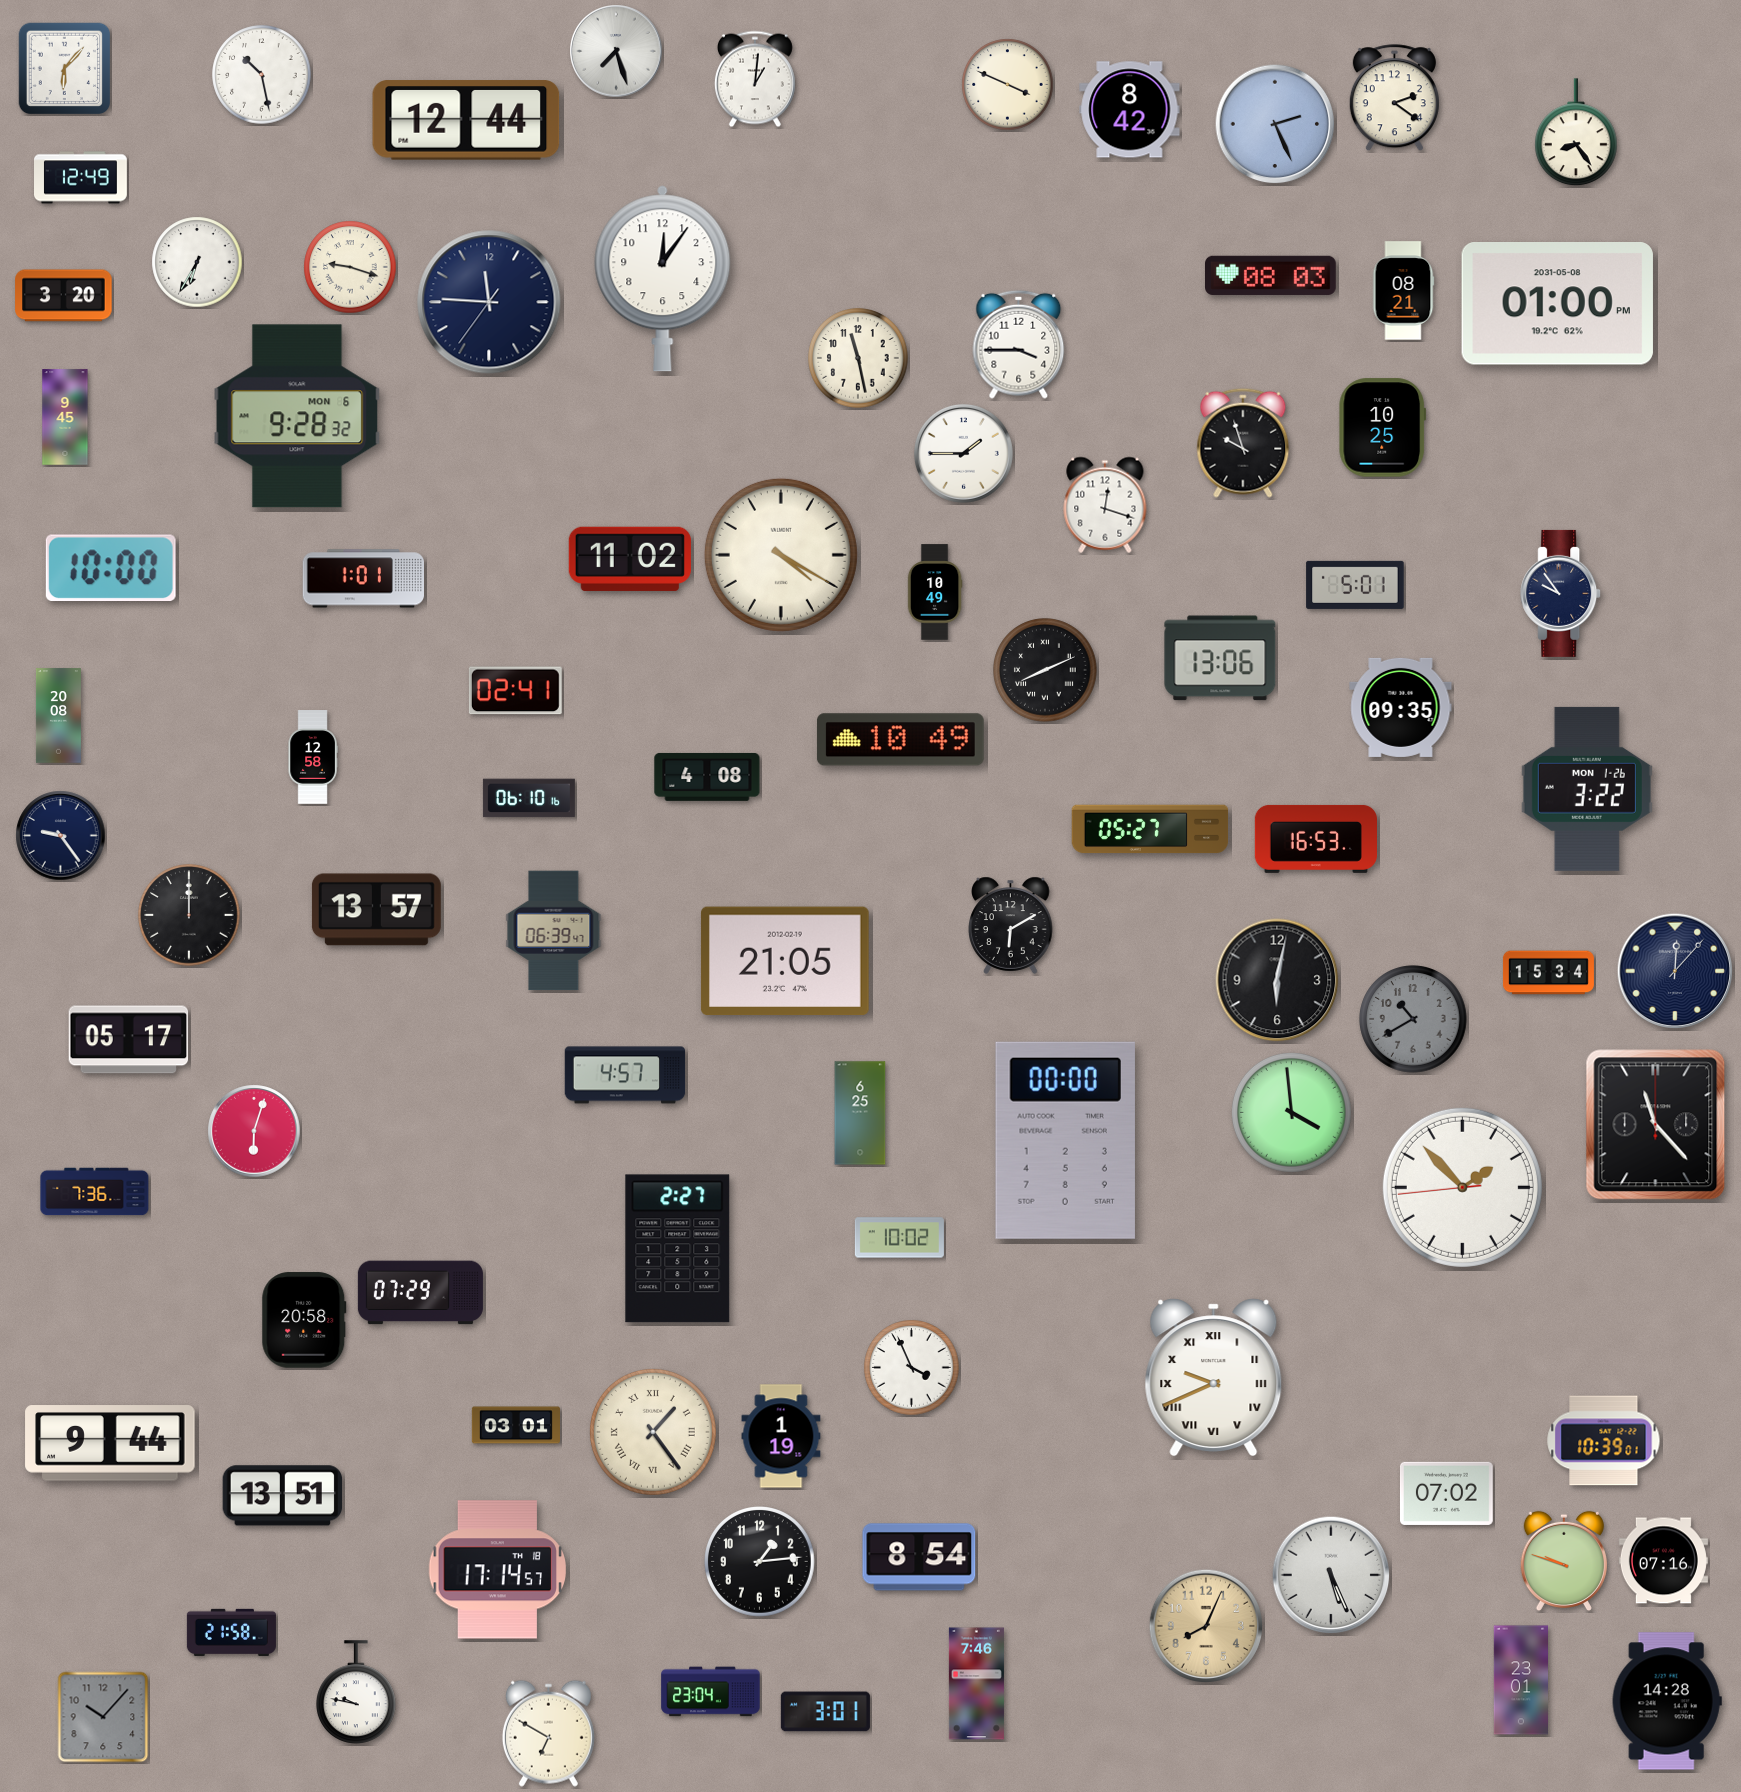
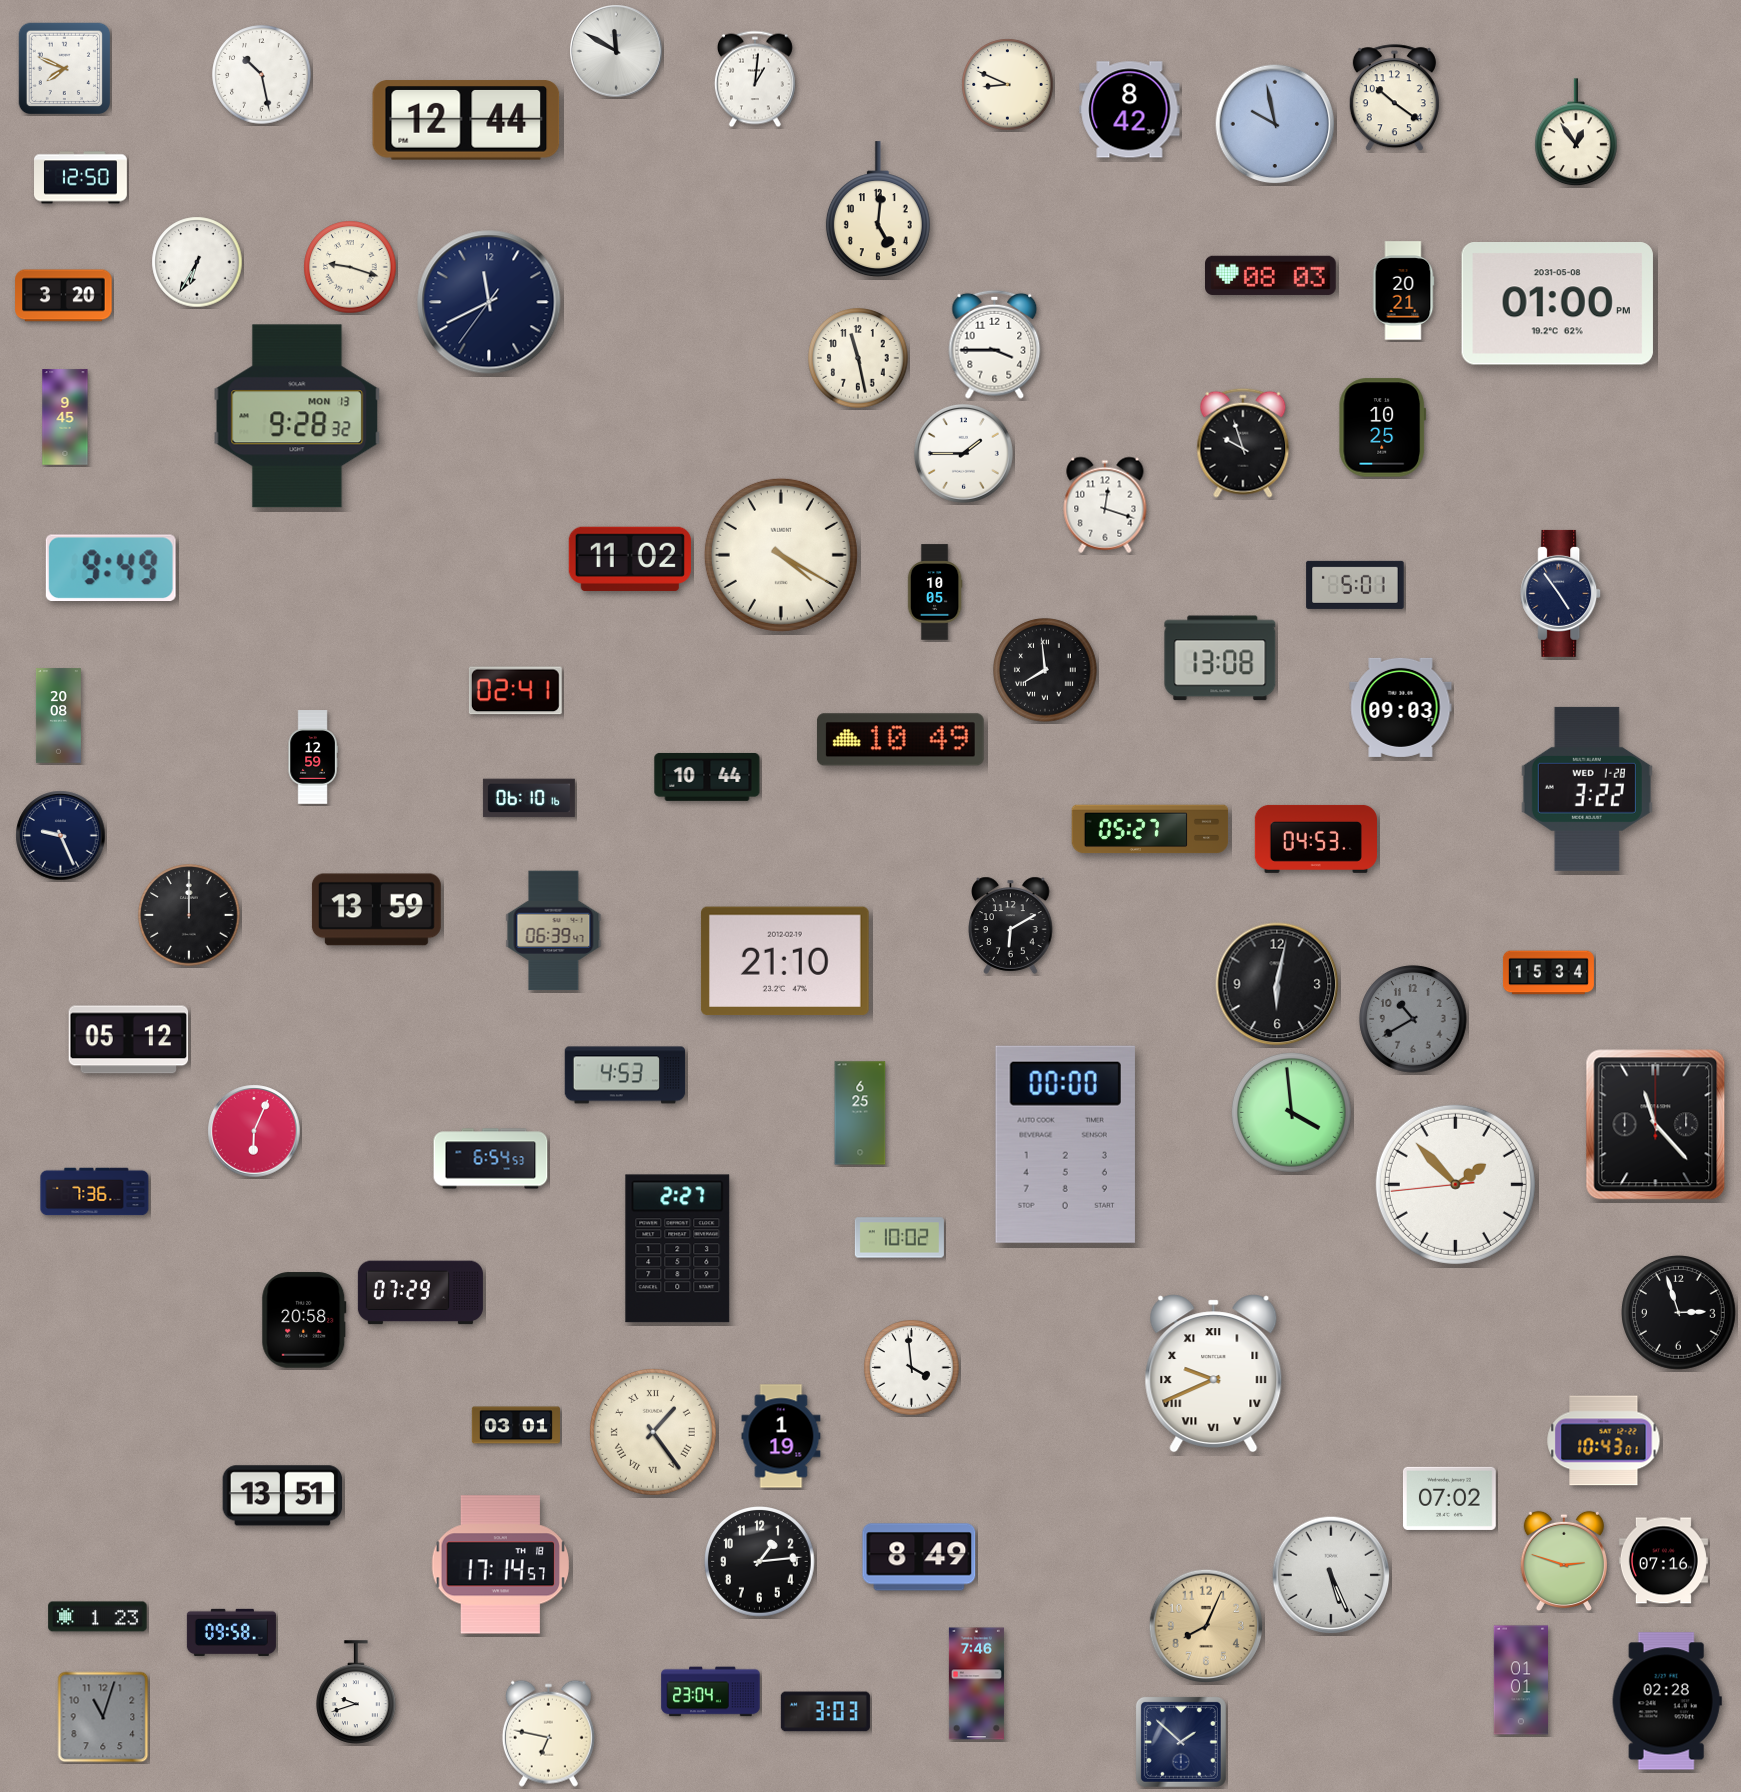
clock at (616, 51): 7:27 -> 11:50
clock at (65, 69): 6:07 -> 7:49
clock at (1008, 85): 3:49 -> 8:49
clock at (1394, 98): 2:21 -> 10:21
clock at (1275, 124): 2:26 -> 9:58
clock at (1577, 133): 8:24 -> 12:54
clock at (81, 178): 12:49 -> 12:50
clock at (878, 210): none -> 5:01
clock at (663, 279): 12:06 -> none
clock at (1403, 291): 08:21 -> 20:21
clock at (489, 302): 11:45 -> 11:40
clock at (1019, 344) position: (1019, 344) -> (995, 344)
clock at (297, 416) date: MON 6 -> MON 13
clock at (111, 567): 10:00 -> 9:49
clock at (363, 579): 1:01 -> none
clock at (935, 592): 10:49 -> 10:05
clock at (1561, 593): 9:54 -> 4:54
clock at (1220, 658): 13:06 -> 13:08
clock at (1045, 670): 8:11 -> 7:59
clock at (1401, 707): 09:35 -> 09:03
clock at (313, 757): 12:58 -> 12:59
clock at (707, 777): 4:08 -> 10:44
clock at (1587, 789) date: MON 1-26 -> WED 1-28
clock at (61, 836): 9:24 -> 9:26
clock at (1315, 839): 16:53 -> 04:53
clock at (376, 910): 13:57 -> 13:59
clock at (785, 961): 21:05 -> 21:10
clock at (1675, 971): 12:07 -> none
clock at (1277, 980) position: (1277, 980) -> (1277, 984)
clock at (129, 1040): 05:17 -> 05:12
clock at (625, 1075): 4:57 -> 4:53
clock at (254, 1131): 6:03 -> 6:04
clock at (1065, 1140) position: (1065, 1140) -> (1065, 1144)
clock at (491, 1159): none -> 6:54
clock at (1462, 1187) position: (1462, 1187) -> (1455, 1184)
clock at (1679, 1313): none -> 2:57
clock at (912, 1368): 3:56 -> 3:59
clock at (1214, 1378) position: (1214, 1378) -> (1214, 1374)
clock at (1604, 1441): 10:39 -> 10:43
clock at (110, 1443): 9:44 -> none
clock at (1446, 1493) position: (1446, 1493) -> (1449, 1498)
clock at (919, 1557): 8:54 -> 8:49
clock at (1564, 1561): 9:48 -> 2:48
clock at (498, 1570) position: (498, 1570) -> (501, 1565)
clock at (98, 1617): none -> 1:23
clock at (231, 1632): 21:58 -> 09:58
clock at (1520, 1680): 23:01 -> 01:01
clock at (357, 1692): 9:47 -> 9:42
clock at (1667, 1701): 14:28 -> 02:28
clock at (825, 1712): 3:01 -> 3:03
clock at (103, 1717): 10:07 -> 11:03
clock at (548, 1733): 6:50 -> 6:47
clock at (1181, 1742): none -> 1:52
